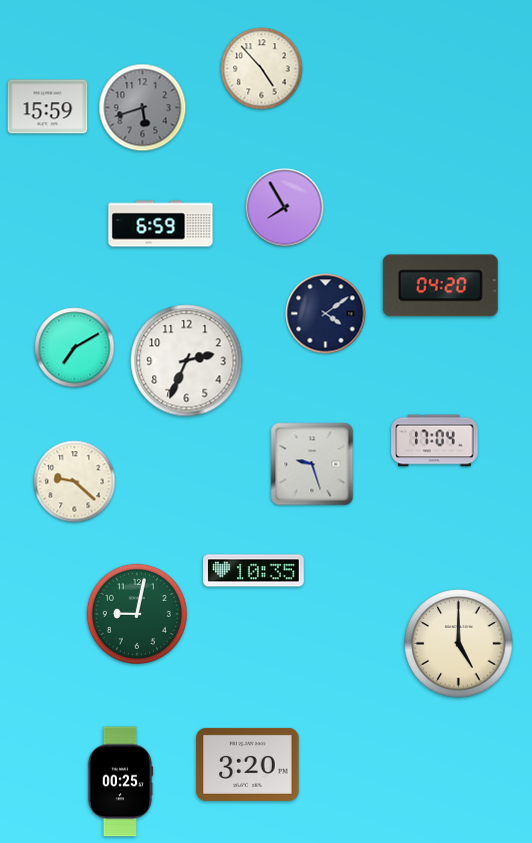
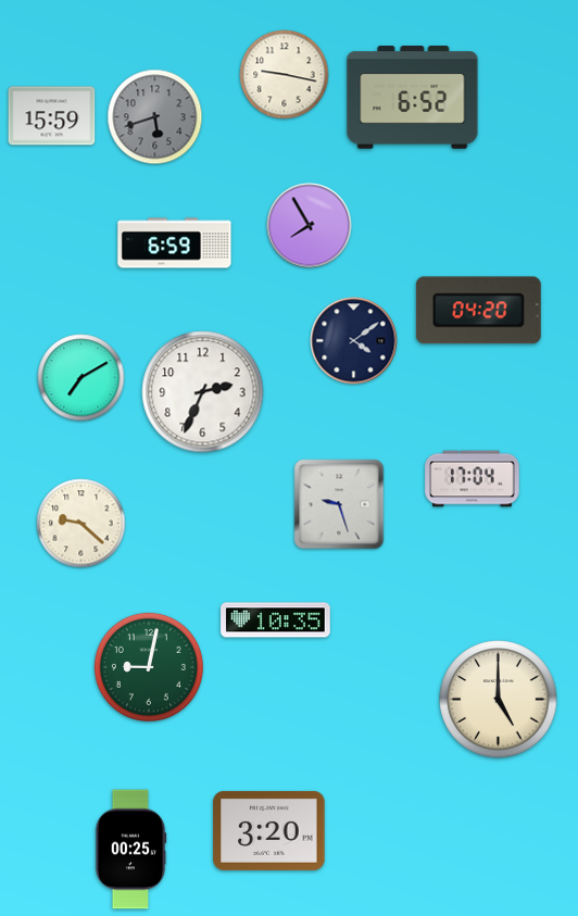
clock at (262, 69): 4:53 -> 9:17
clock at (413, 98): none -> 6:52
